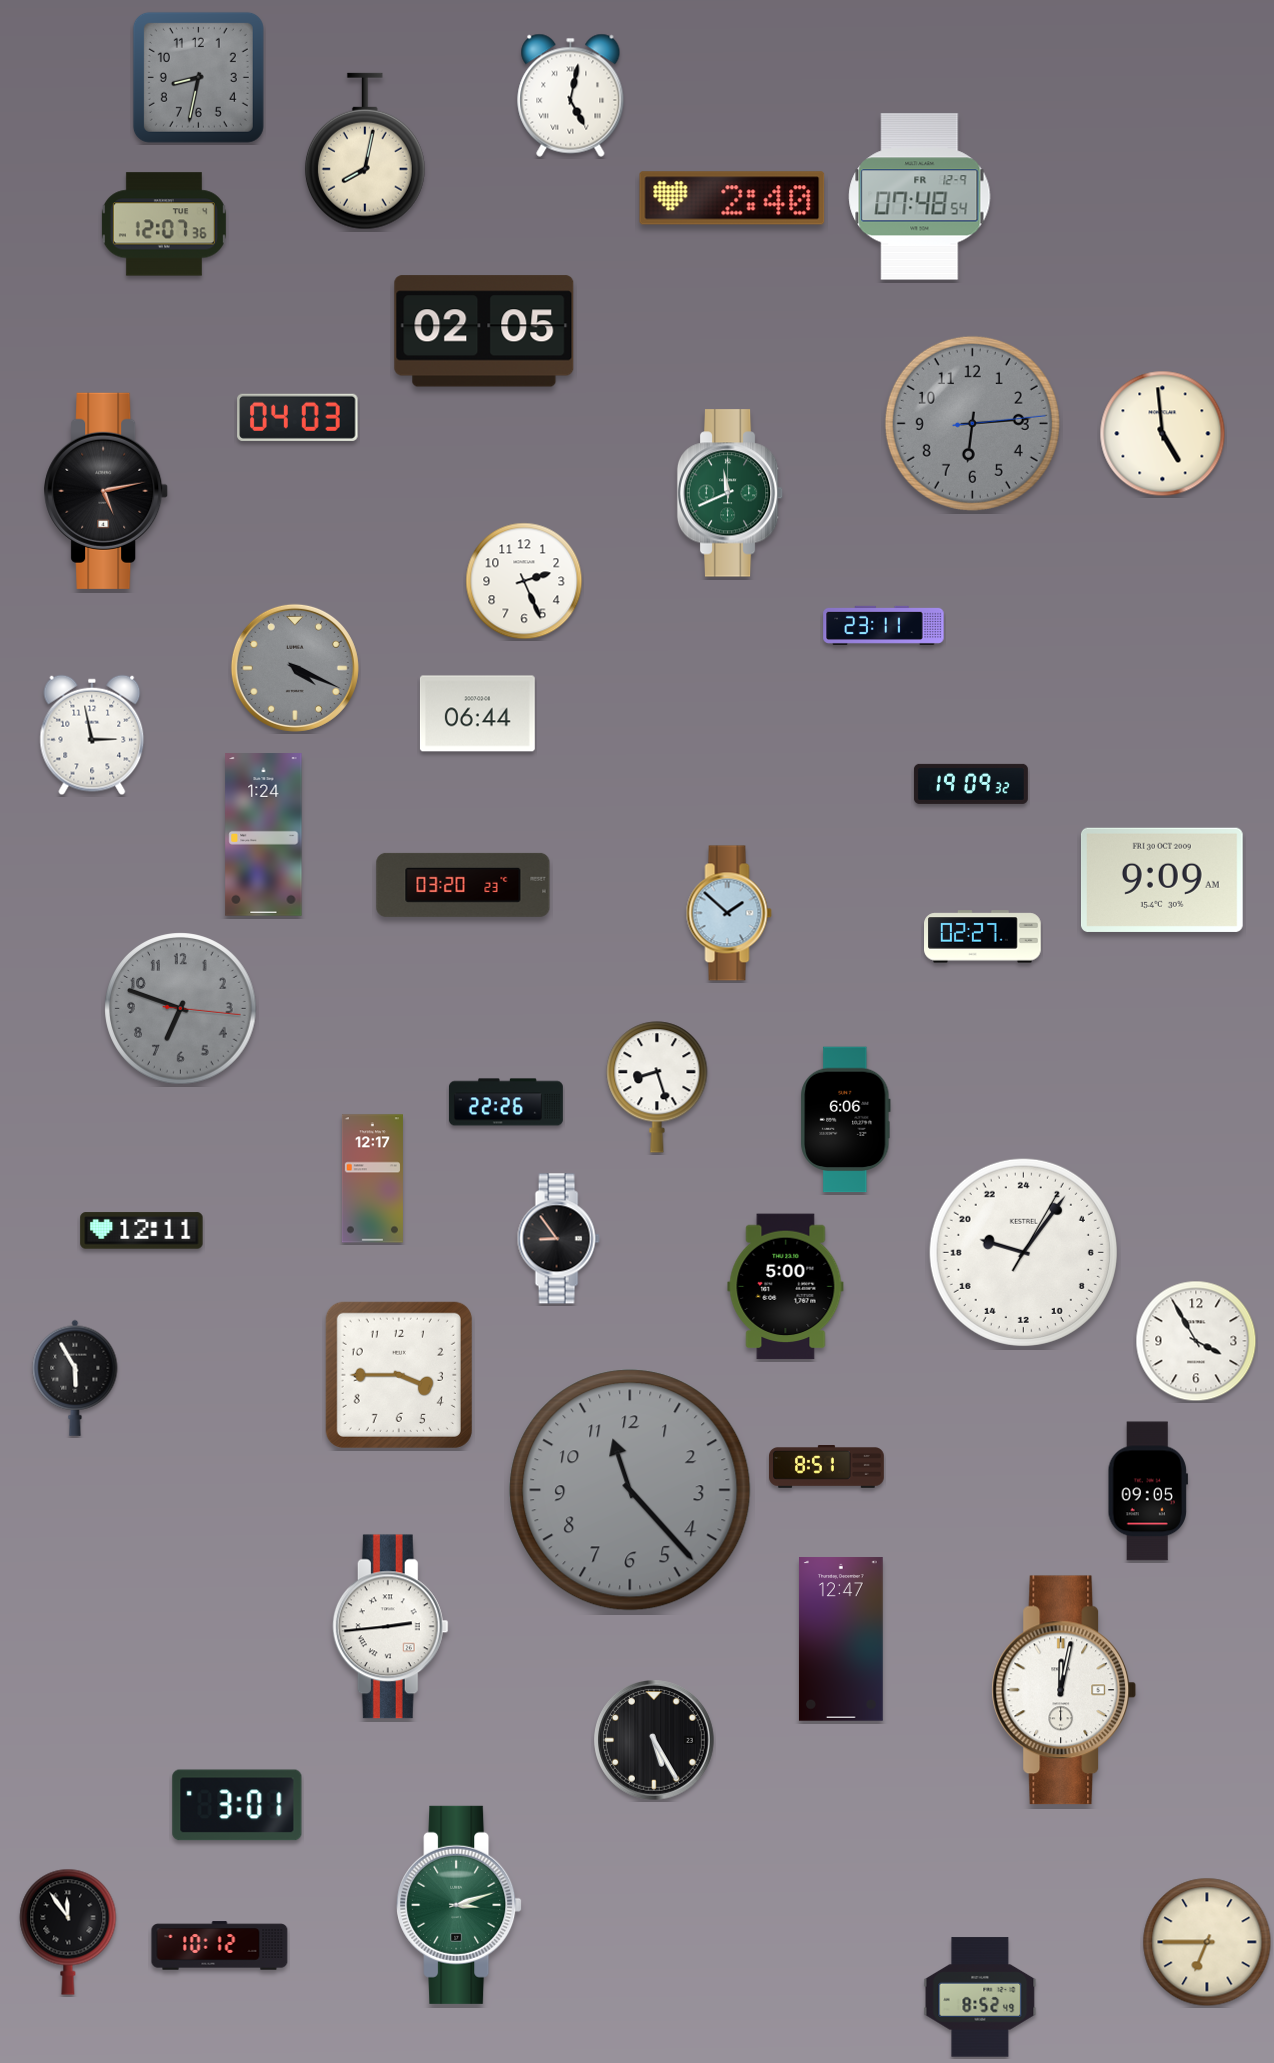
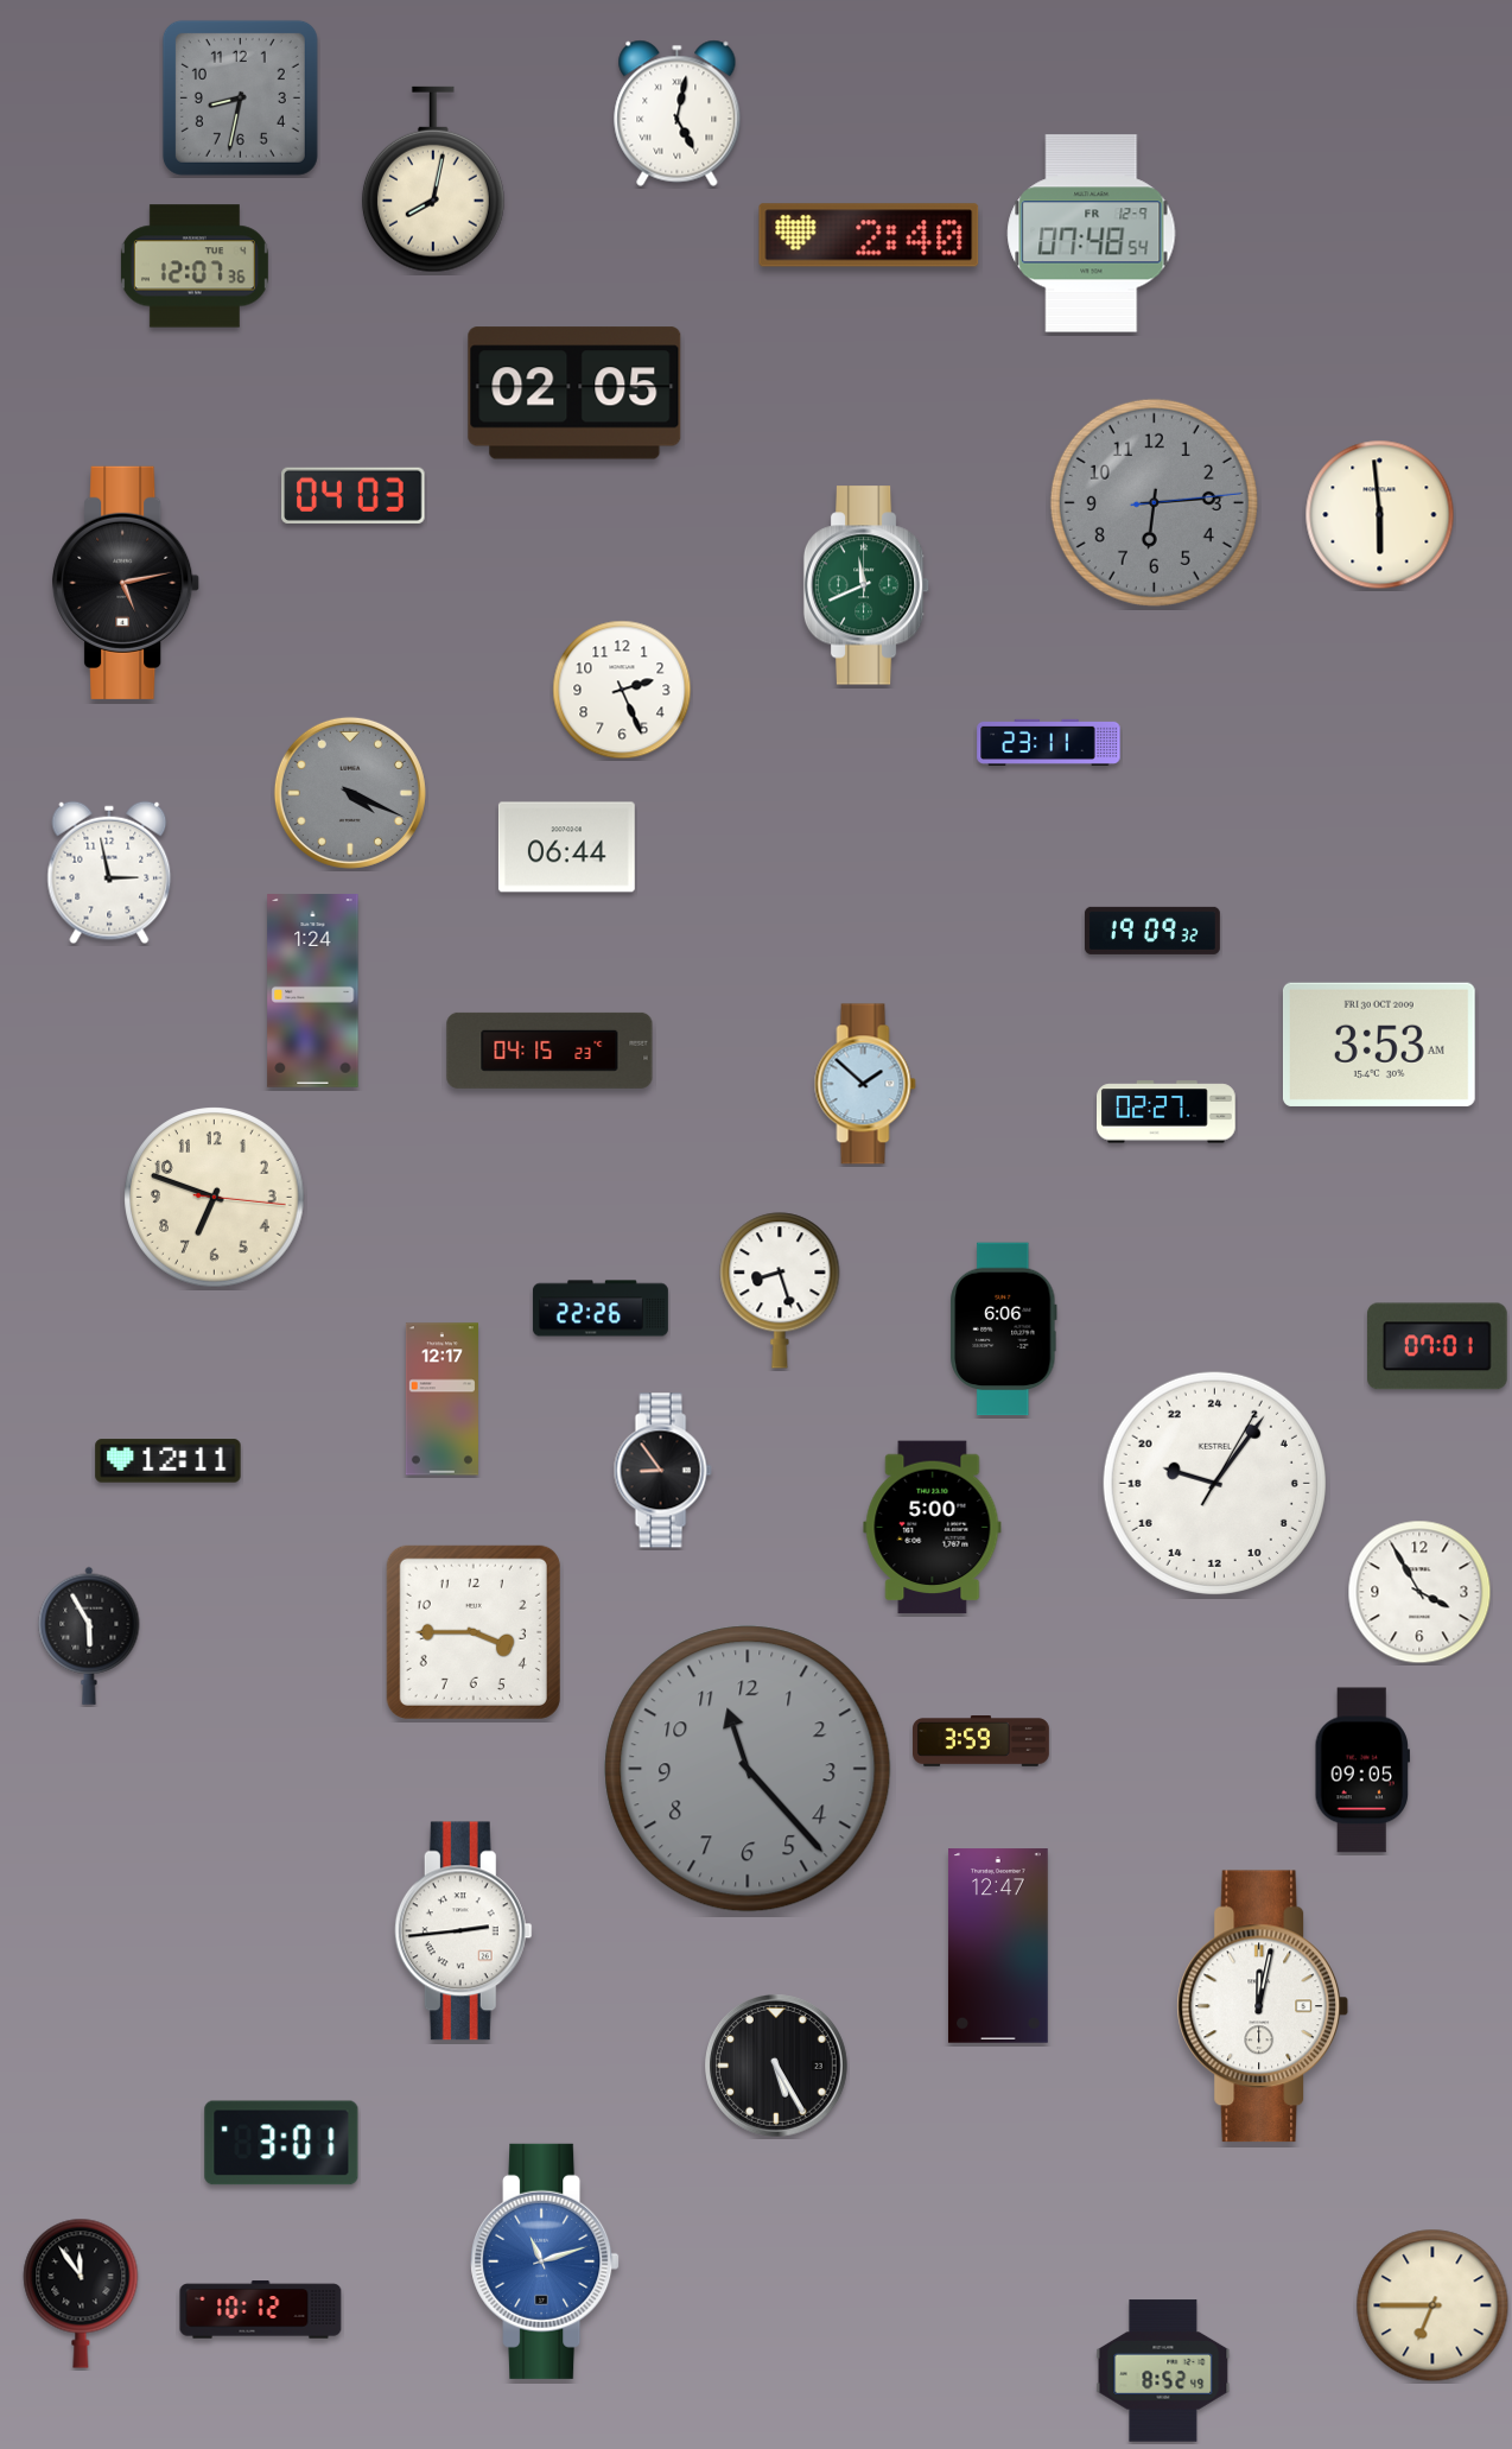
clock at (198, 77) position: (198, 77) -> (240, 97)
clock at (1163, 434): 4:59 -> 5:59
clock at (1162, 880): 9:09 -> 3:53
clock at (463, 885): 03:20 -> 04:15
clock at (181, 1009) dial: grey -> cream
clock at (1438, 1346): none -> 07:01
clock at (1023, 1252) position: (1023, 1252) -> (1214, 1483)
clock at (827, 1467): 8:51 -> 3:59
clock at (459, 1905): 3:12 -> 11:12
clock at (459, 1905) dial: green -> blue
